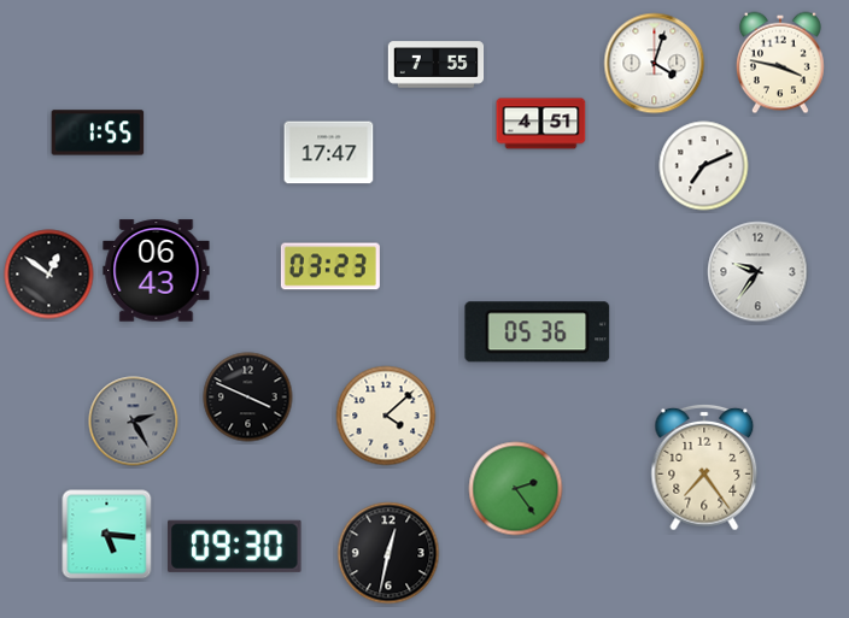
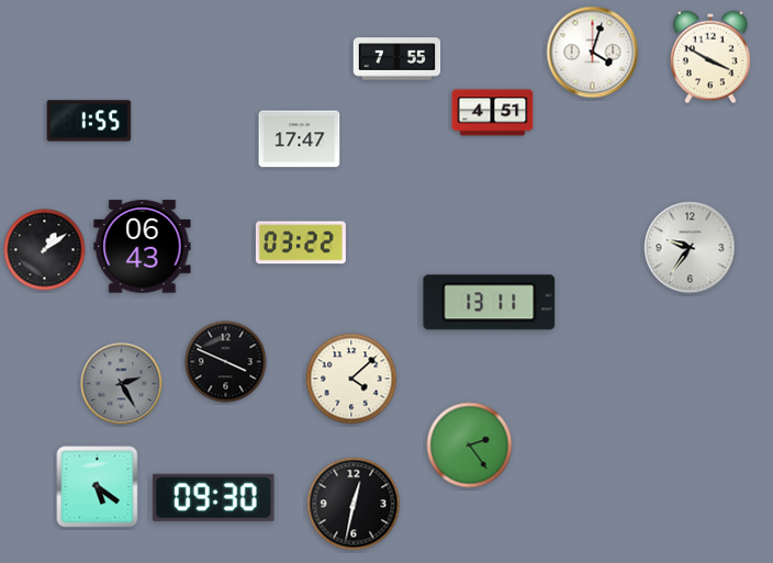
clock at (780, 63): 3:47 -> 3:50
clock at (655, 64) position: (655, 64) -> (593, 53)
clock at (704, 166): 7:11 -> none
clock at (330, 266): 03:23 -> 03:22
clock at (49, 275): 12:51 -> 1:09
clock at (538, 332): 05:36 -> 13:11
clock at (704, 467): 7:24 -> none
clock at (107, 535): 5:16 -> 5:21
